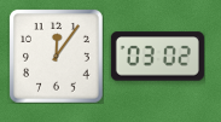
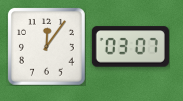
clock at (157, 57): 03:02 -> 03:07
